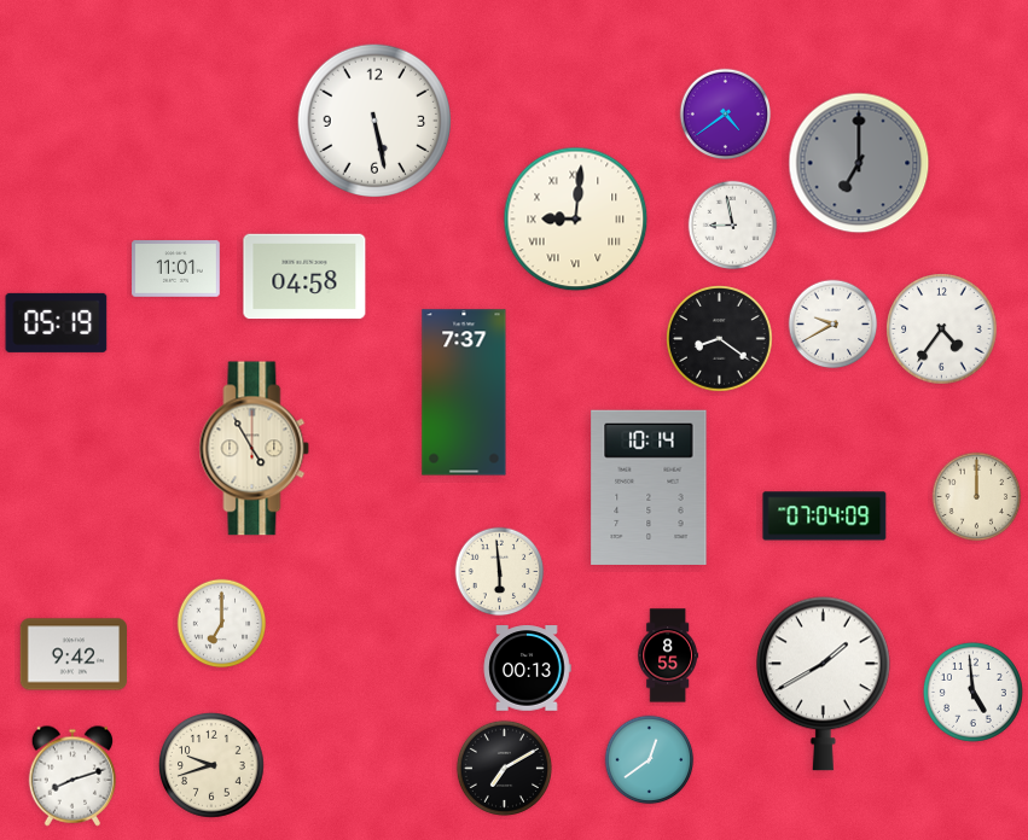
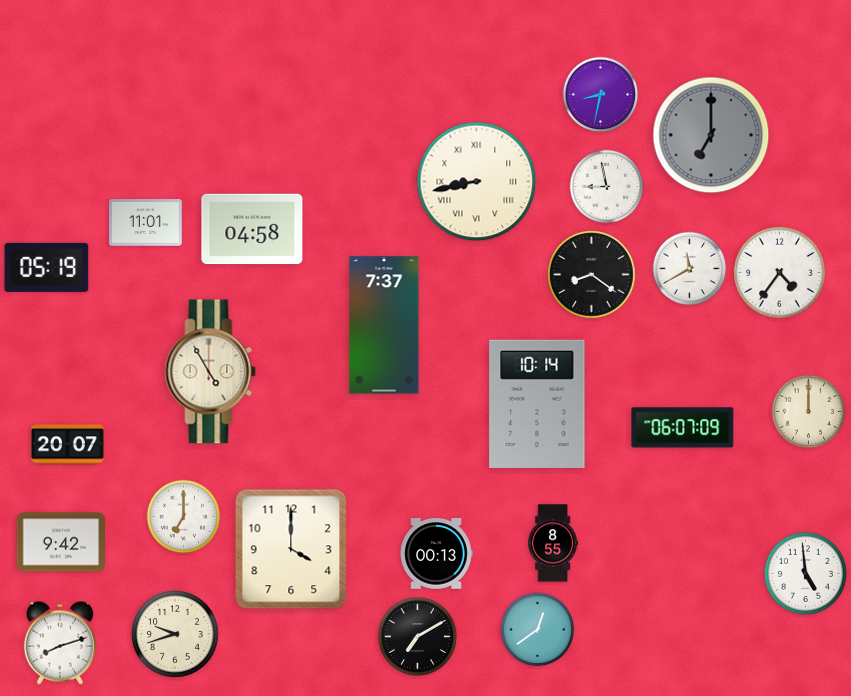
clock at (726, 115): 4:39 -> 8:32
clock at (373, 119): 5:28 -> none
clock at (576, 220): 9:01 -> 8:43
clock at (834, 325): 9:40 -> 11:40
clock at (720, 339) position: (720, 339) -> (592, 275)
clock at (825, 517): 07:04 -> 06:07
clock at (68, 445): none -> 20:07
clock at (500, 572): 5:59 -> none
clock at (291, 549): none -> 4:00
clock at (823, 683): 1:40 -> none
